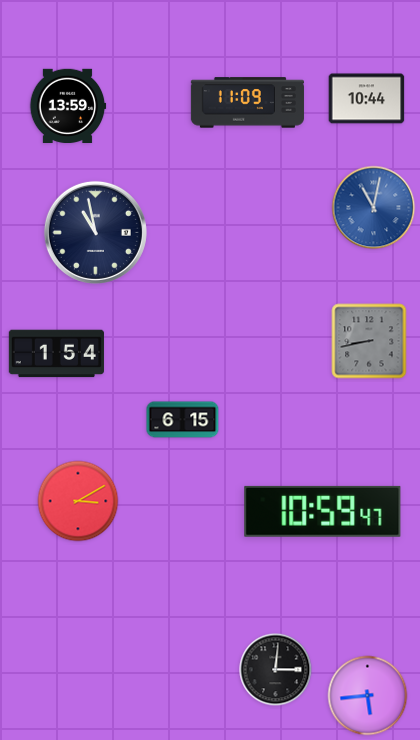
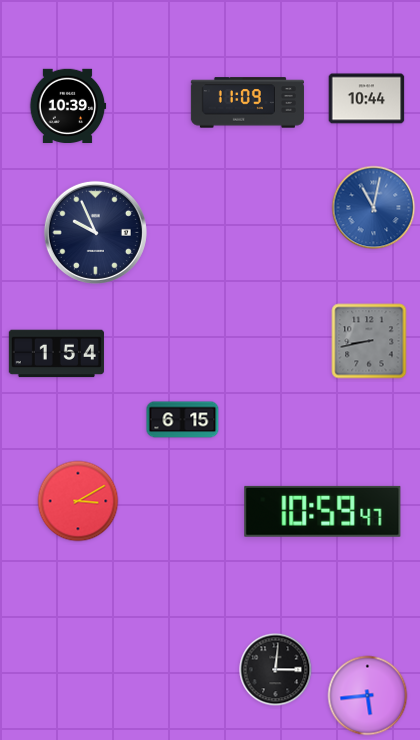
clock at (68, 105): 13:59 -> 10:39
clock at (95, 232): 10:58 -> 9:56
